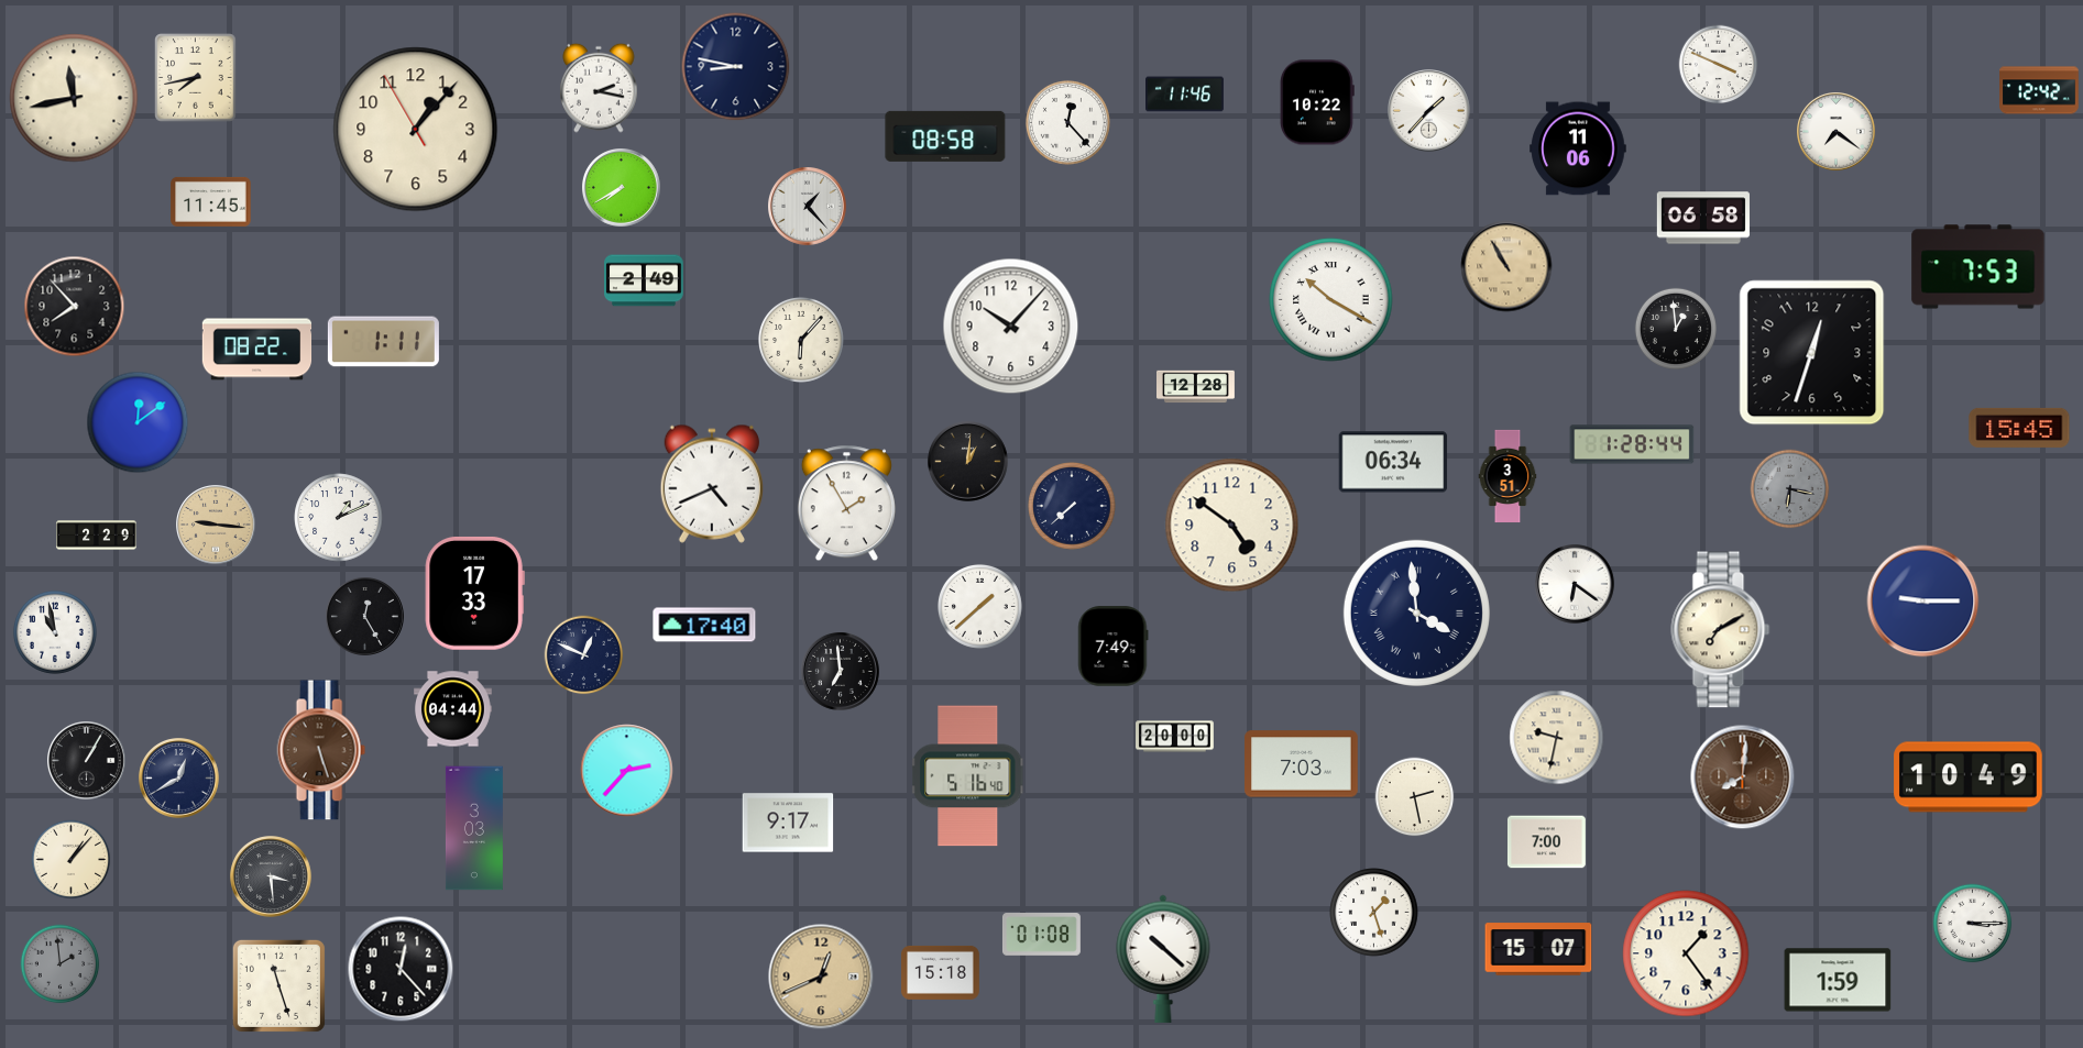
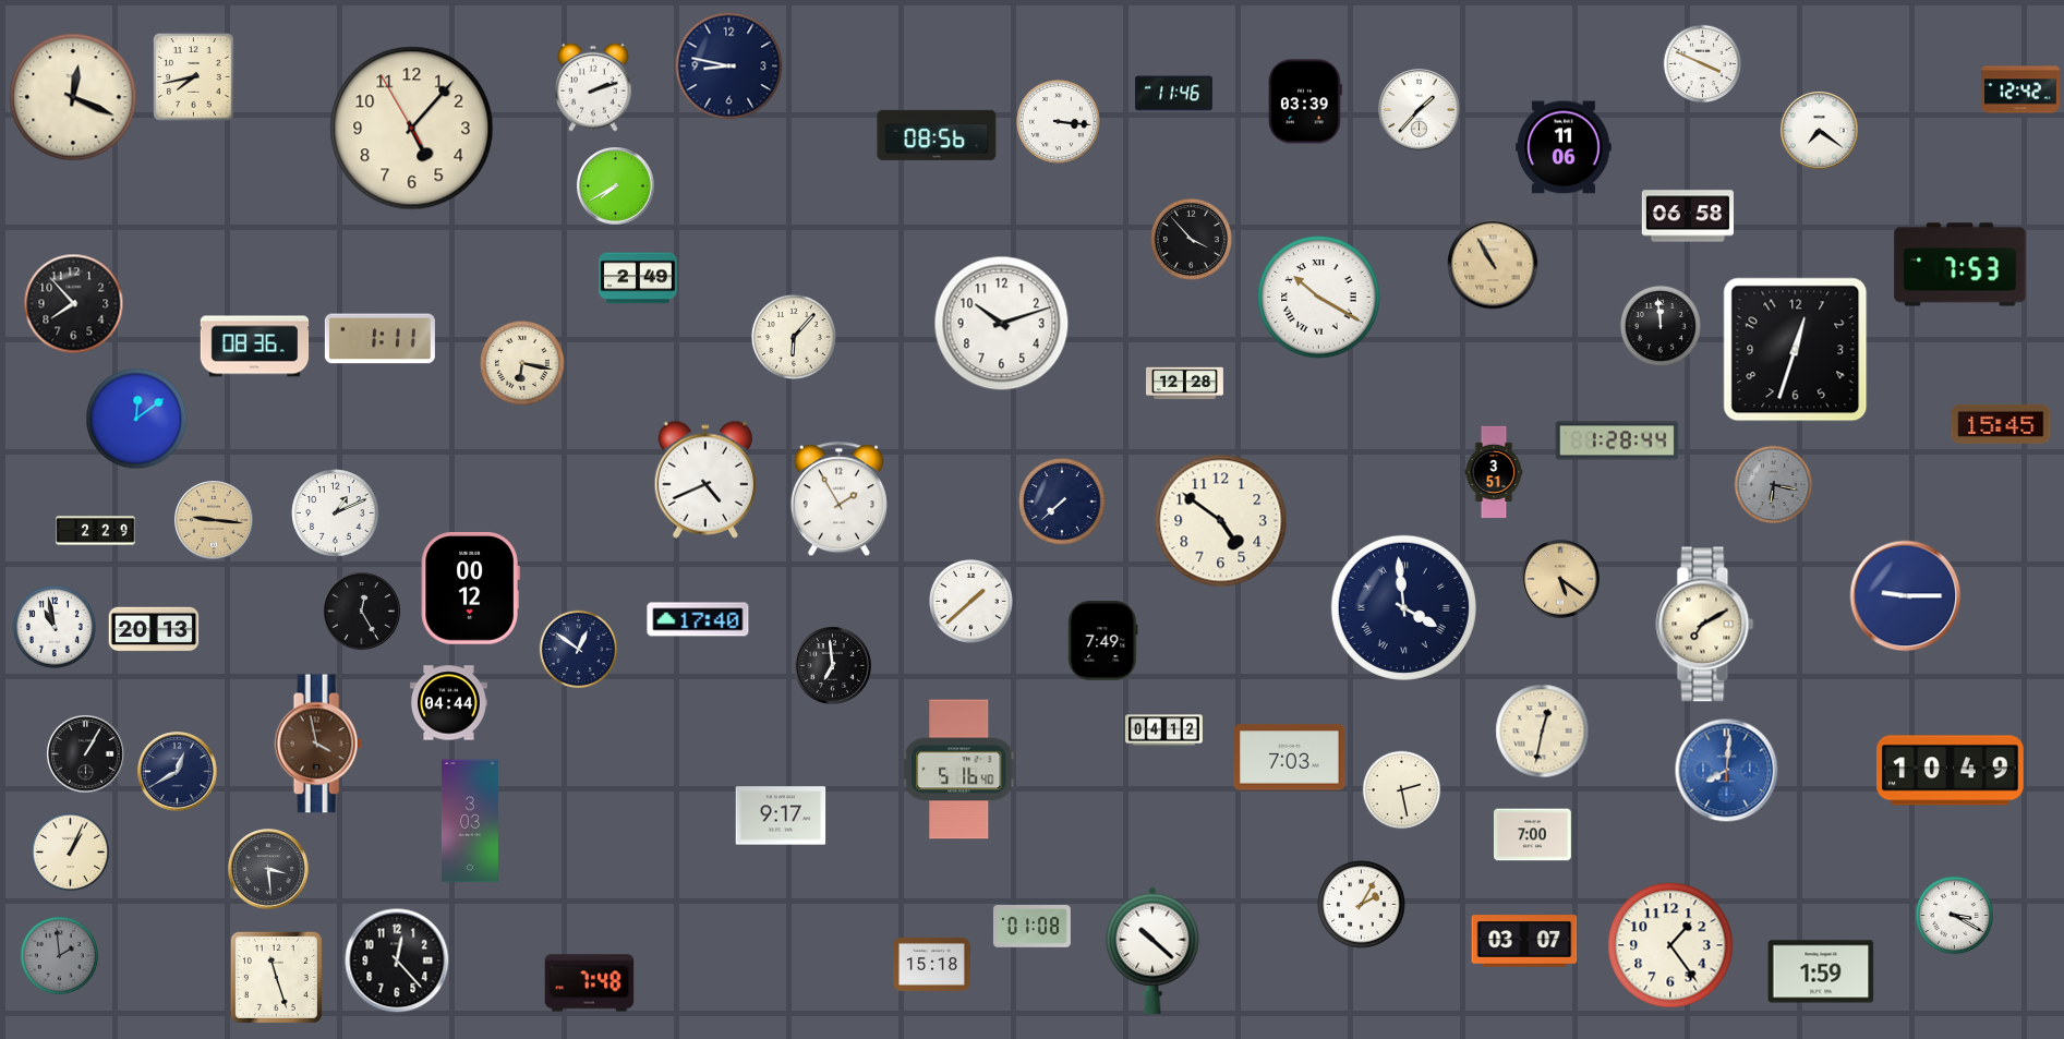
clock at (599, 88): 2:17 -> 2:12
clock at (74, 98): 11:43 -> 12:19
clock at (1317, 102): 10:22 -> 03:39
clock at (1429, 111) position: (1429, 111) -> (1420, 110)
clock at (1067, 122): 12:23 -> 3:16
clock at (416, 130): 1:06 -> 5:06
clock at (945, 136): 08:58 -> 08:56
clock at (211, 201): 11:45 -> none
clock at (808, 207): 1:23 -> none
clock at (1191, 239): none -> 3:53
clock at (1011, 327): 10:07 -> 10:12
clock at (1676, 329): 12:59 -> 11:59
clock at (257, 350): 08:22 -> 08:36
clock at (523, 364): none -> 6:17
clock at (968, 462): 1:01 -> none
clock at (1393, 462): 06:34 -> none
clock at (1576, 585): 6:21 -> 5:21
clock at (1576, 585) dial: white -> champagne
clock at (474, 593): 17:33 -> 00:12
clock at (154, 629): none -> 20:13
clock at (584, 655): 12:49 -> 12:51
clock at (1175, 737): 20:00 -> 04:12
clock at (1557, 738): 9:32 -> 12:32
clock at (321, 750): 5:27 -> 3:58
clock at (627, 771): 2:37 -> none
clock at (1743, 777) dial: brown -> blue
clock at (72, 860): 1:07 -> 1:04
clock at (1374, 913): 1:27 -> 2:05
clock at (1973, 924): 3:15 -> 3:20
clock at (1538, 949): 15:07 -> 03:07
clock at (821, 977): 12:41 -> none
clock at (590, 983): none -> 7:48
